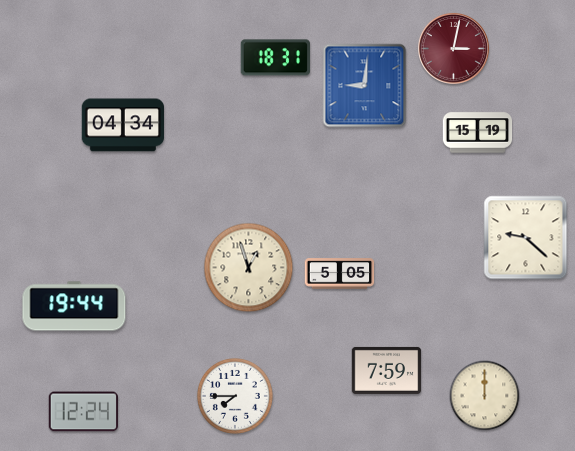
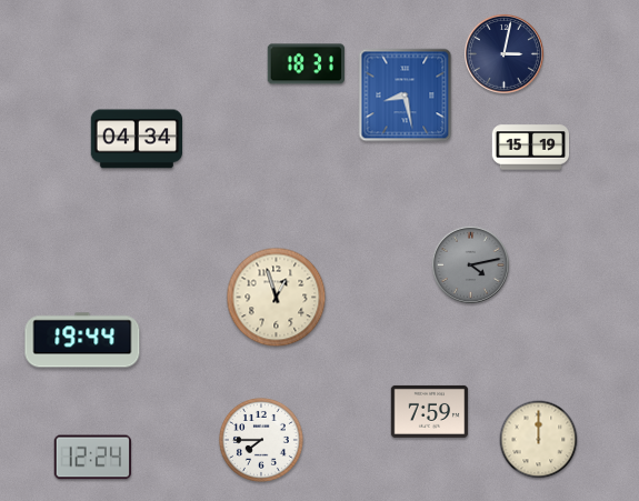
clock at (453, 48) dial: burgundy -> navy
clock at (365, 86): 9:01 -> 8:28
clock at (470, 264): none -> 4:13
clock at (526, 238): 9:22 -> none
clock at (340, 274): 5:05 -> none
